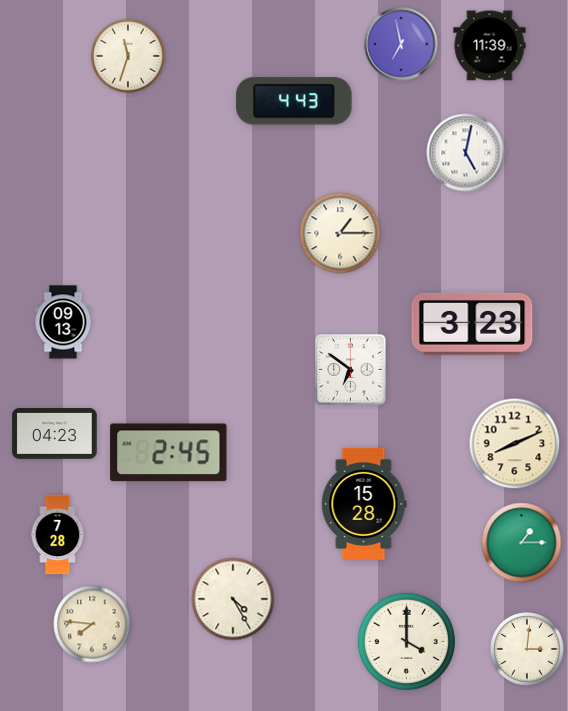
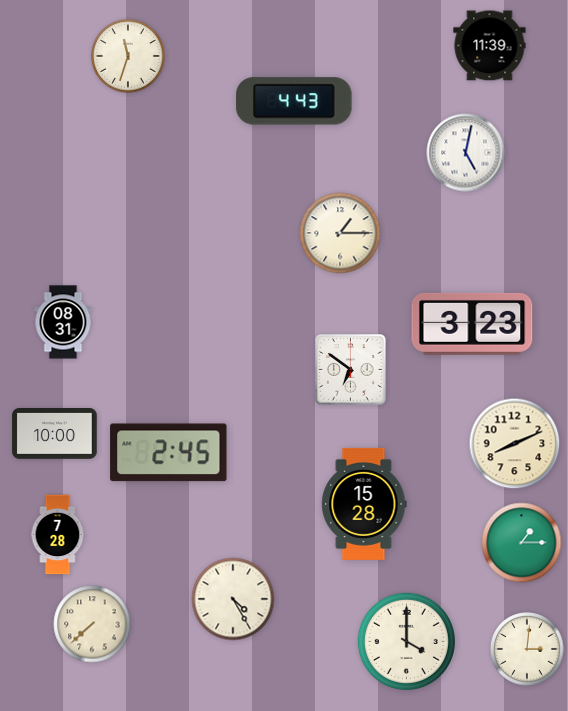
clock at (401, 44): 6:58 -> none
clock at (63, 322): 09:13 -> 08:31
clock at (55, 434): 04:23 -> 10:00
clock at (92, 624): 7:46 -> 7:38
